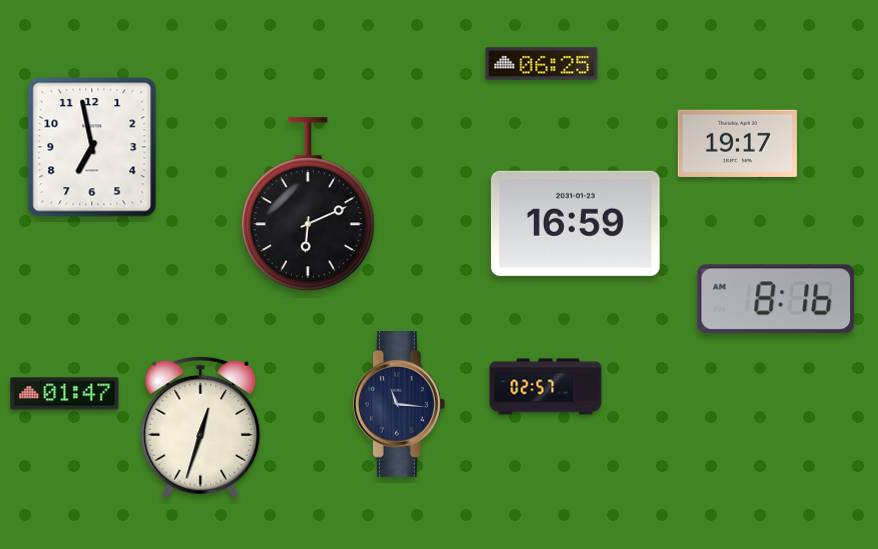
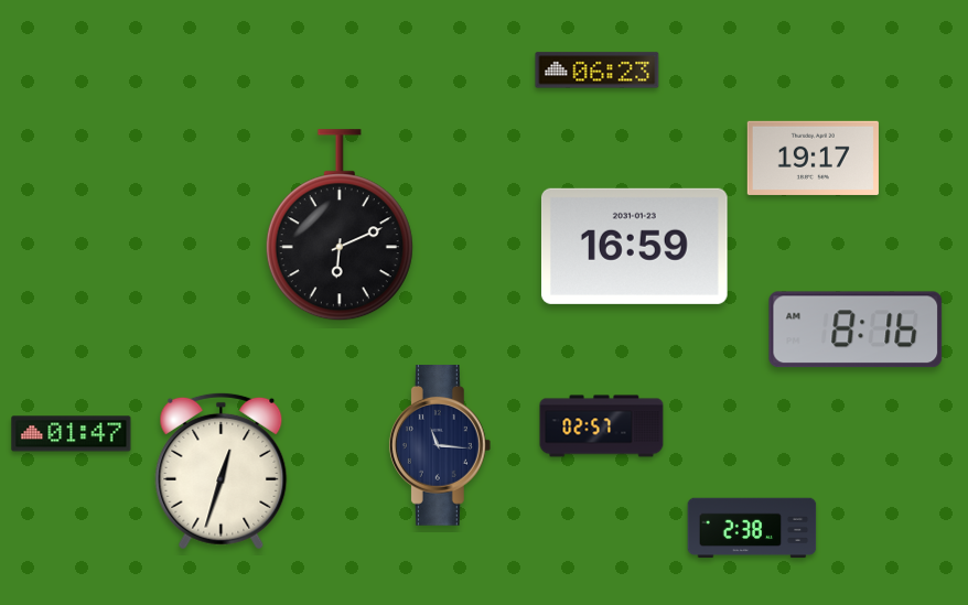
clock at (542, 64): 06:25 -> 06:23
clock at (92, 147): 6:58 -> none
clock at (752, 528): none -> 2:38
